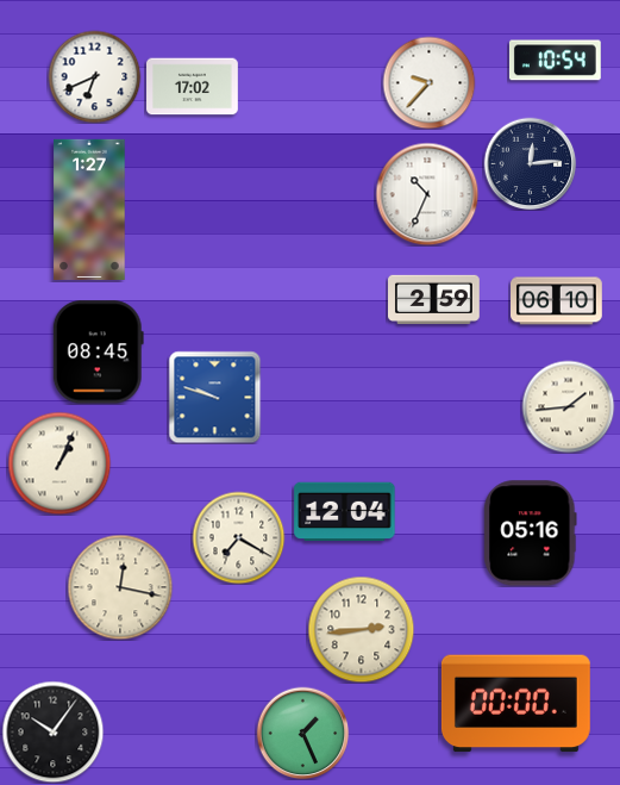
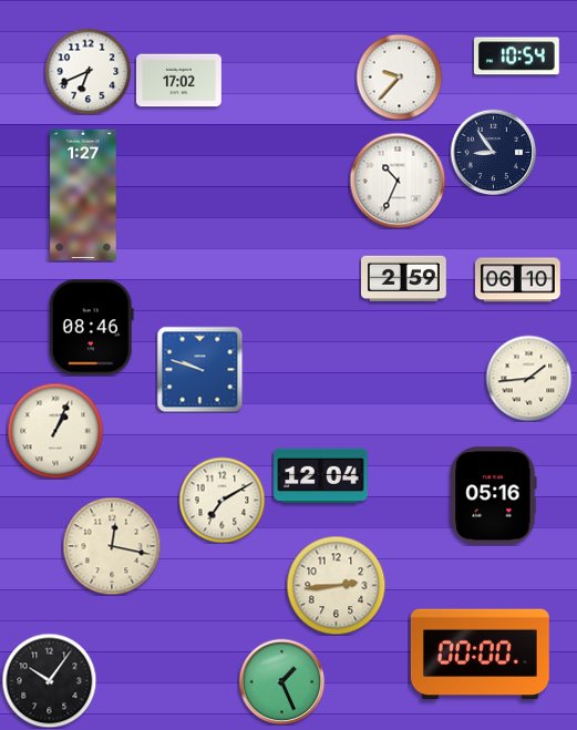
clock at (530, 163): 12:14 -> 8:54
clock at (98, 353): 08:45 -> 08:46
clock at (238, 537): 7:20 -> 7:10
